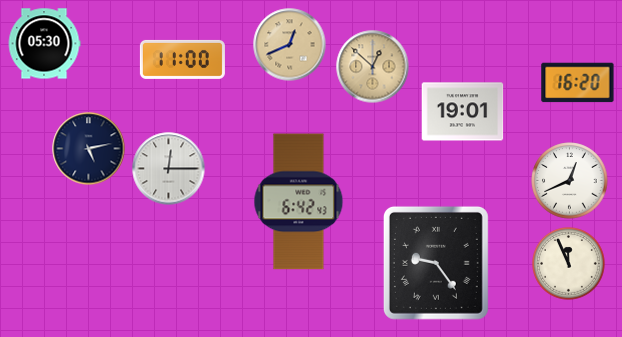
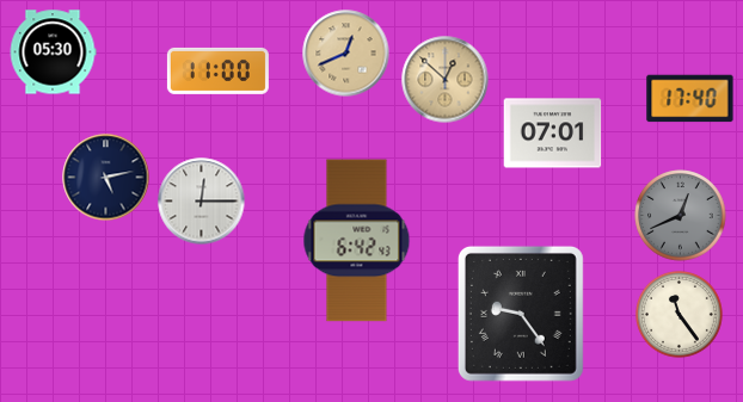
clock at (578, 83): 16:20 -> 17:40
clock at (463, 112): 19:01 -> 07:01
clock at (570, 181) dial: white -> grey
clock at (569, 264): 11:56 -> 11:24
